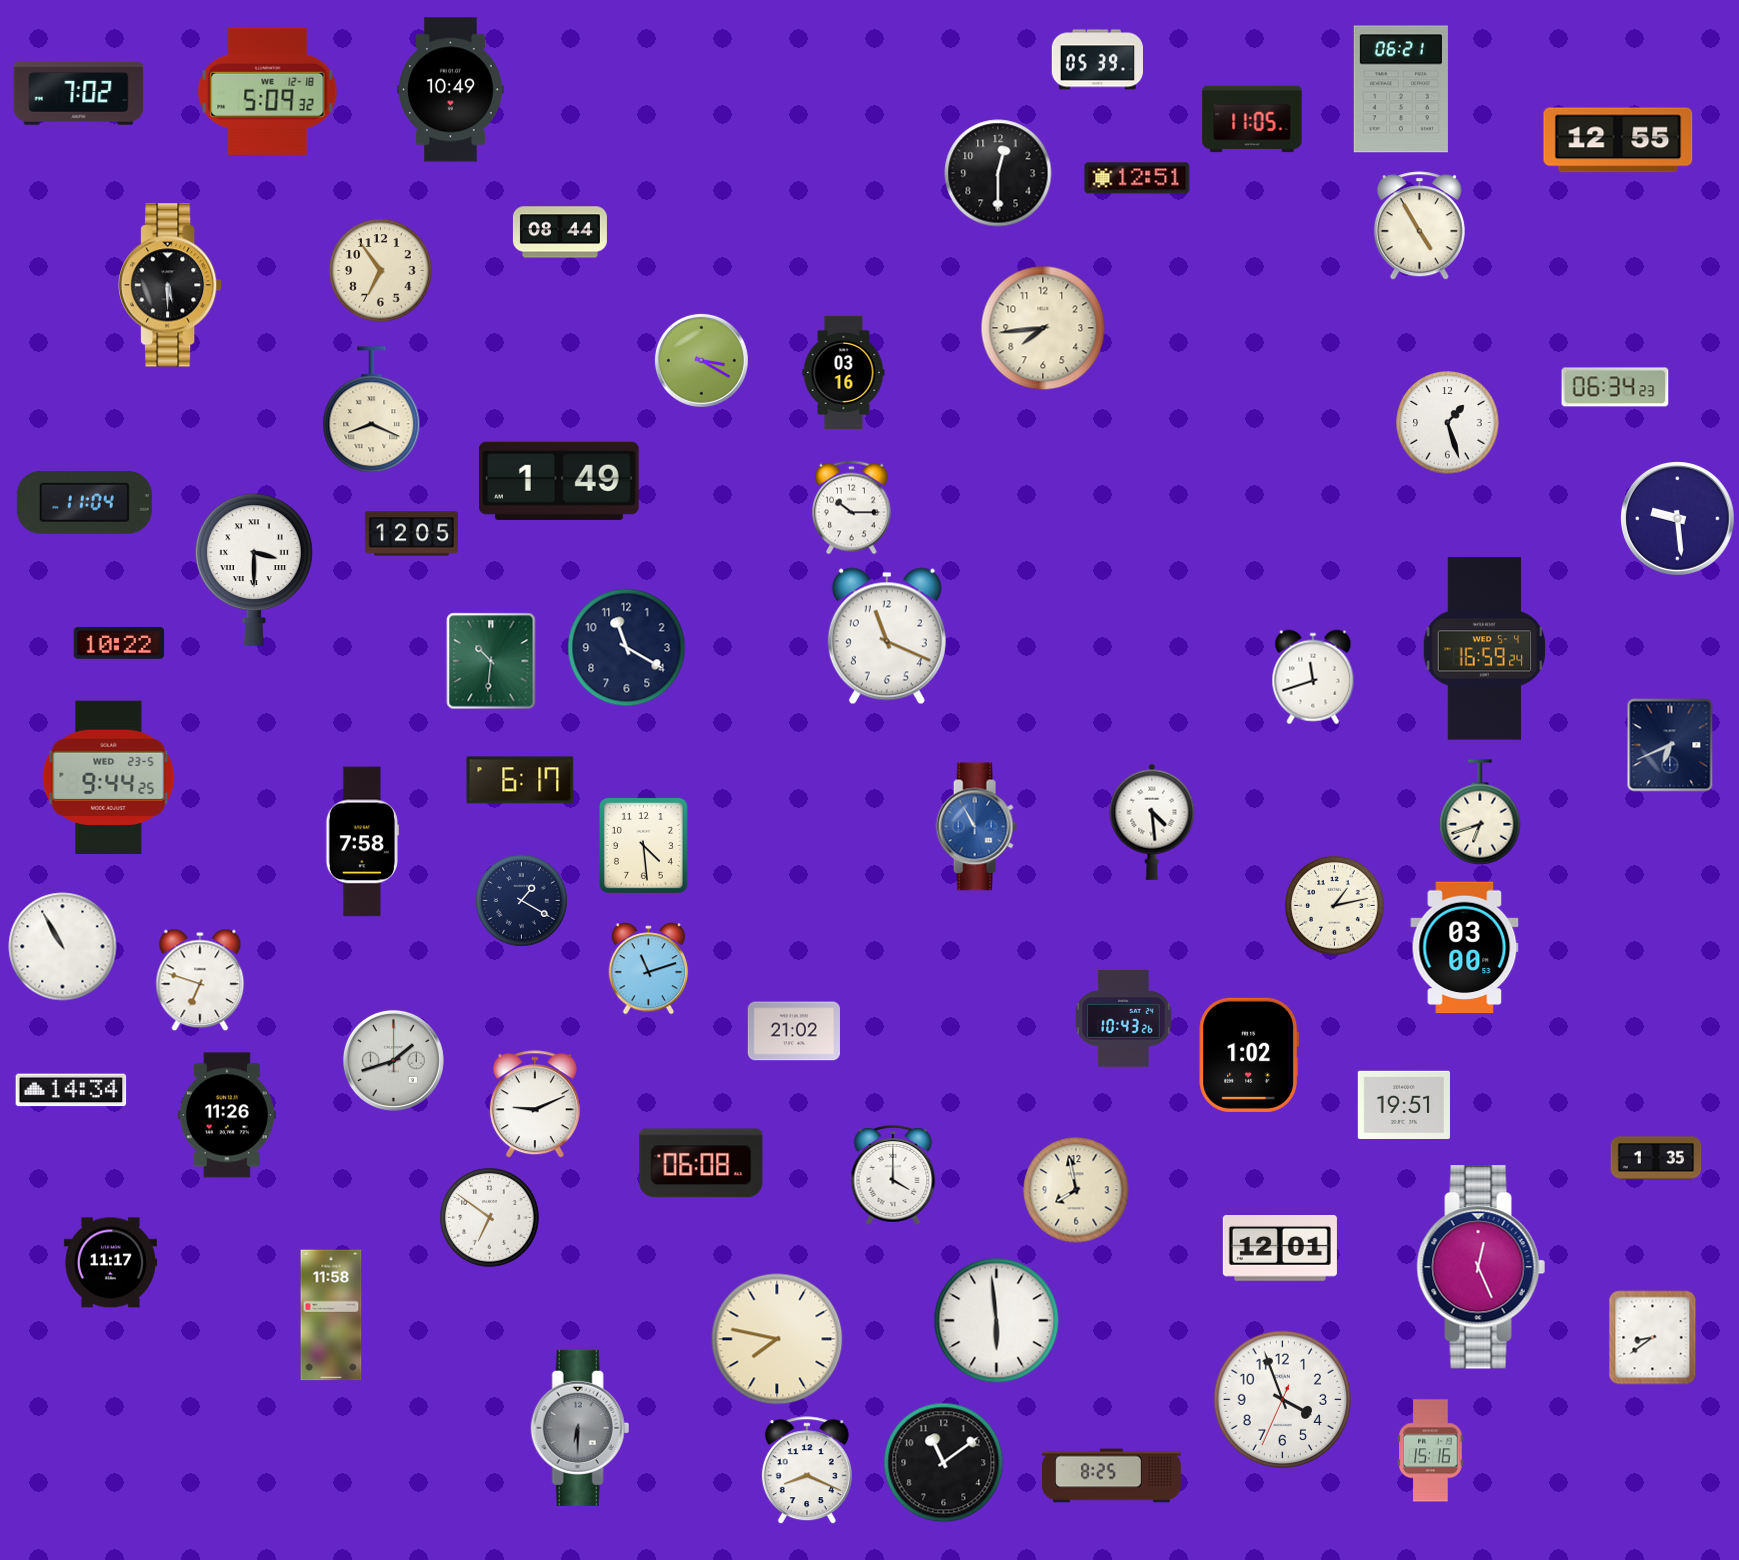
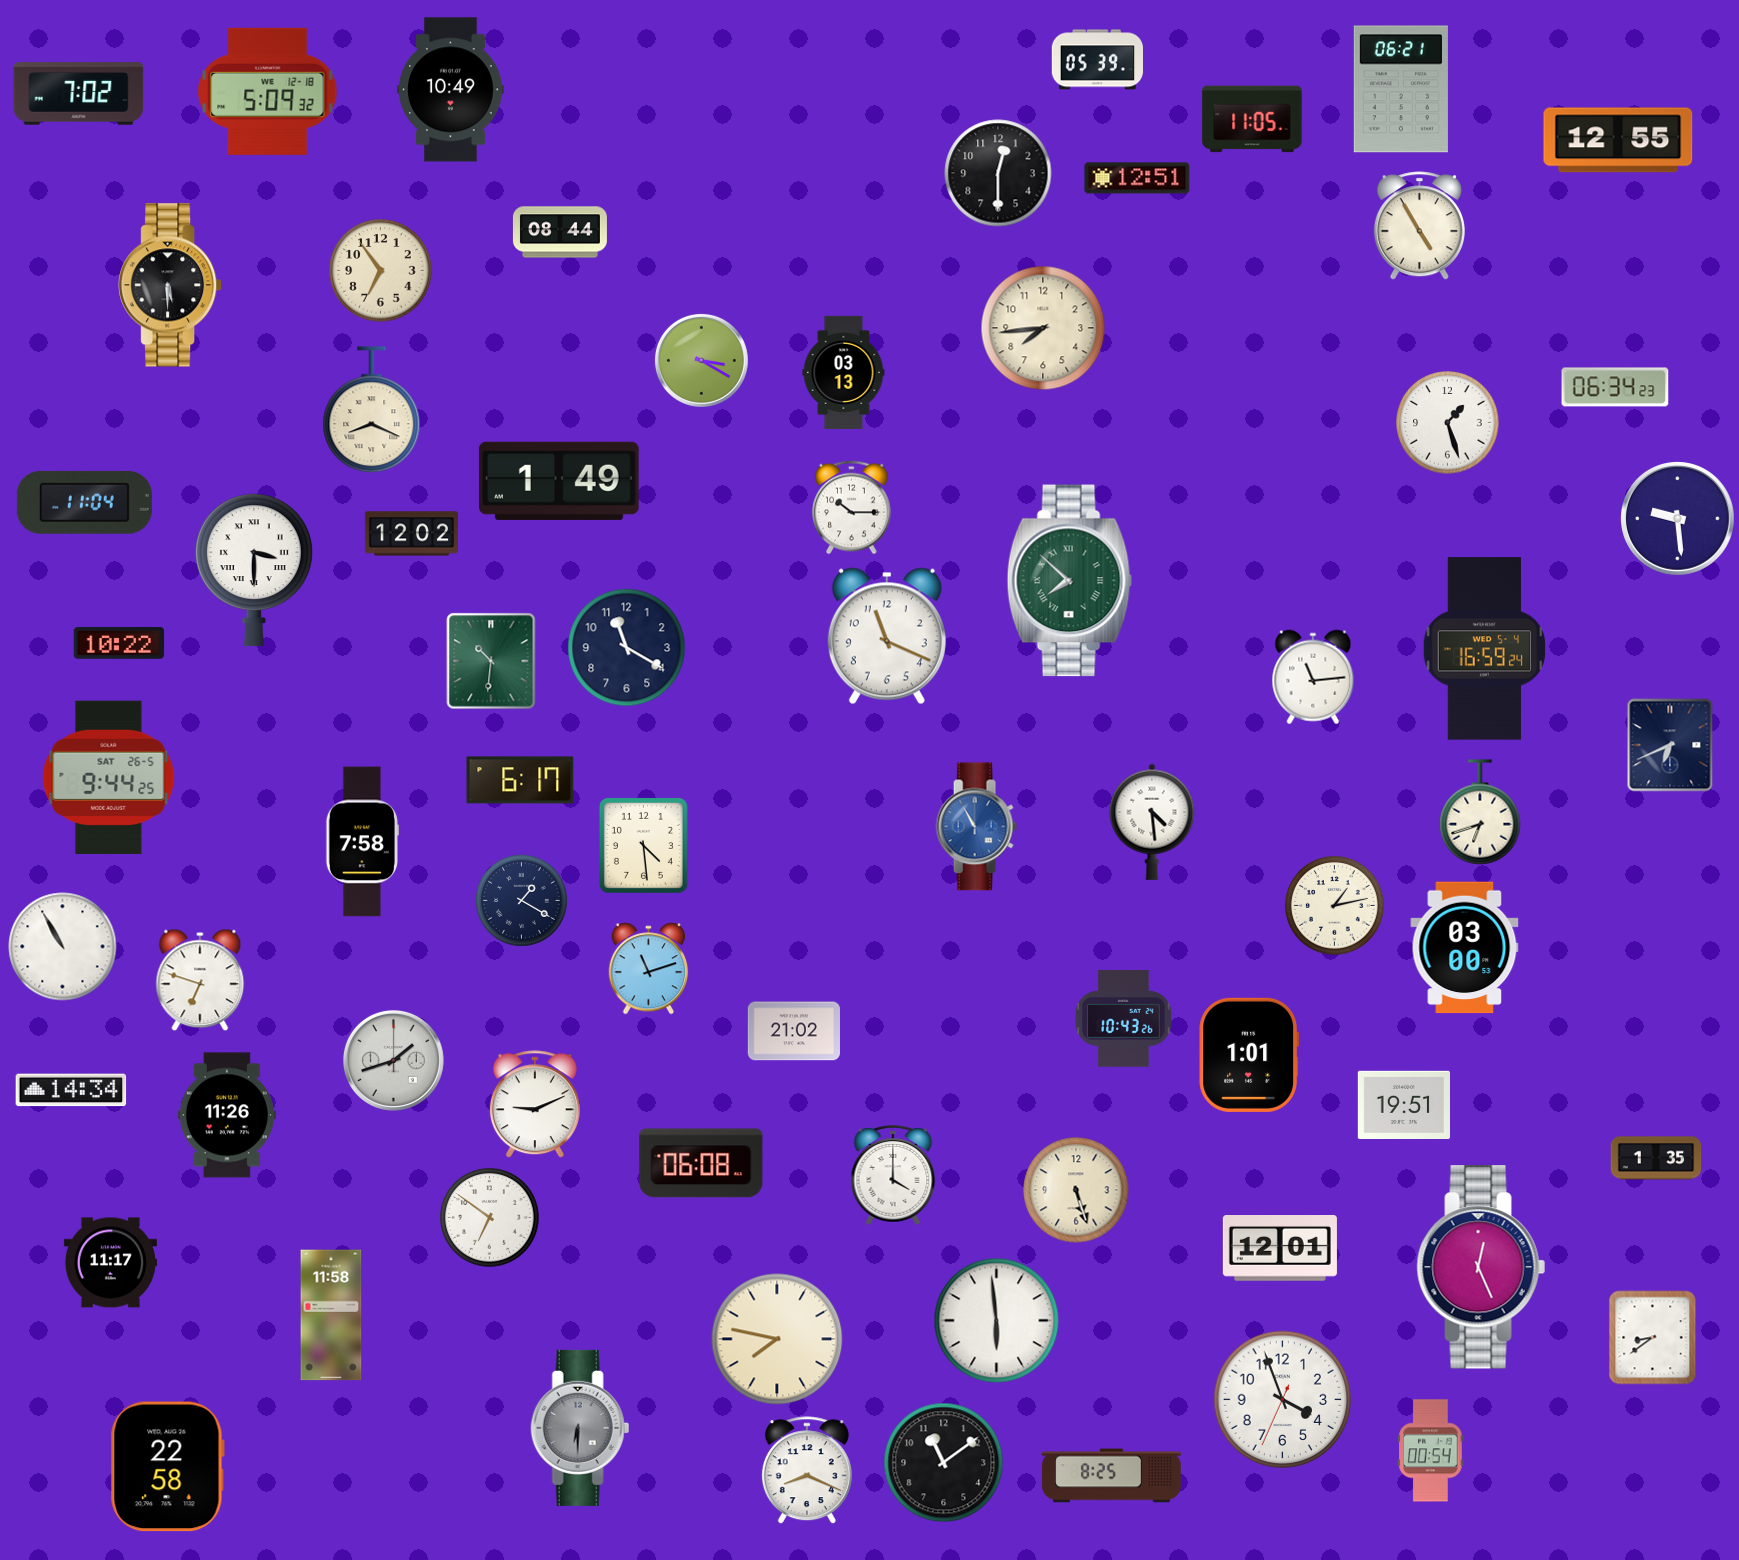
clock at (844, 372): 03:16 -> 03:13
clock at (411, 534): 12:05 -> 12:02
clock at (1069, 581): none -> 7:52
clock at (1313, 677): 11:42 -> 11:14
clock at (109, 777) date: WED 23-5 -> SAT 26-5
clock at (1248, 1055): 1:02 -> 1:01
clock at (1076, 1190): 7:58 -> 5:27
clock at (1431, 1451): 15:16 -> 00:54
clock at (167, 1467): none -> 22:58
